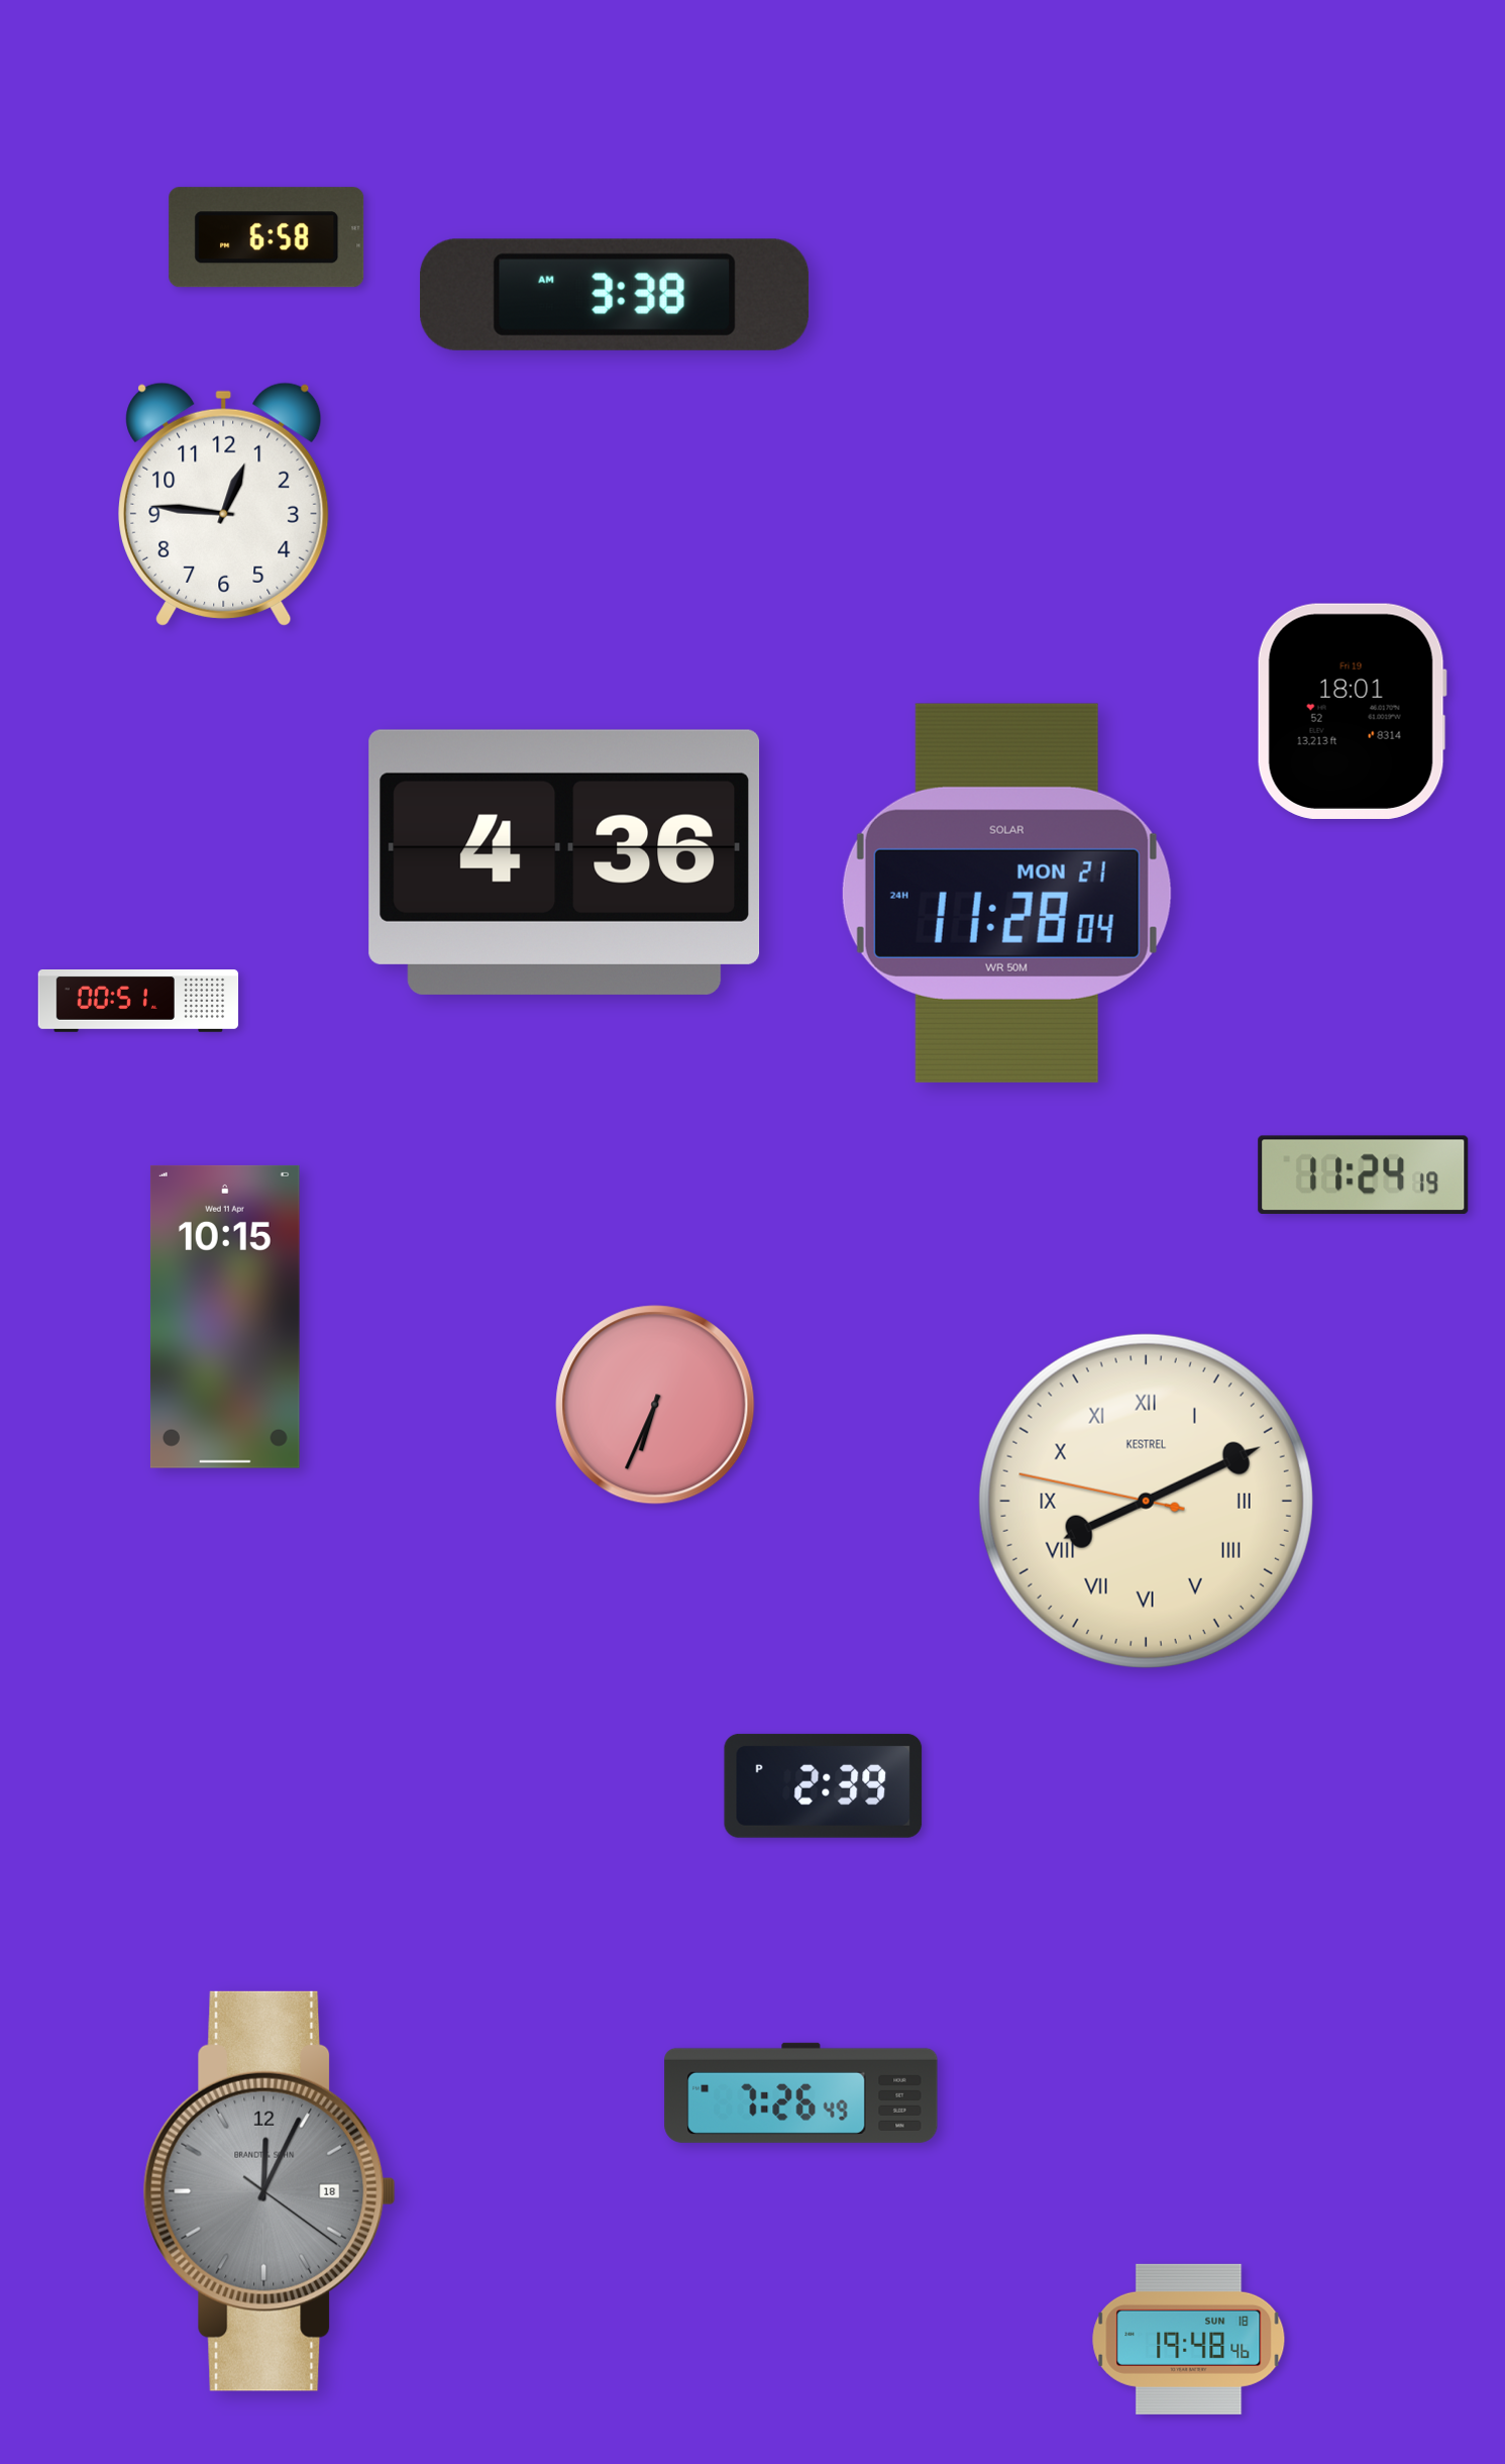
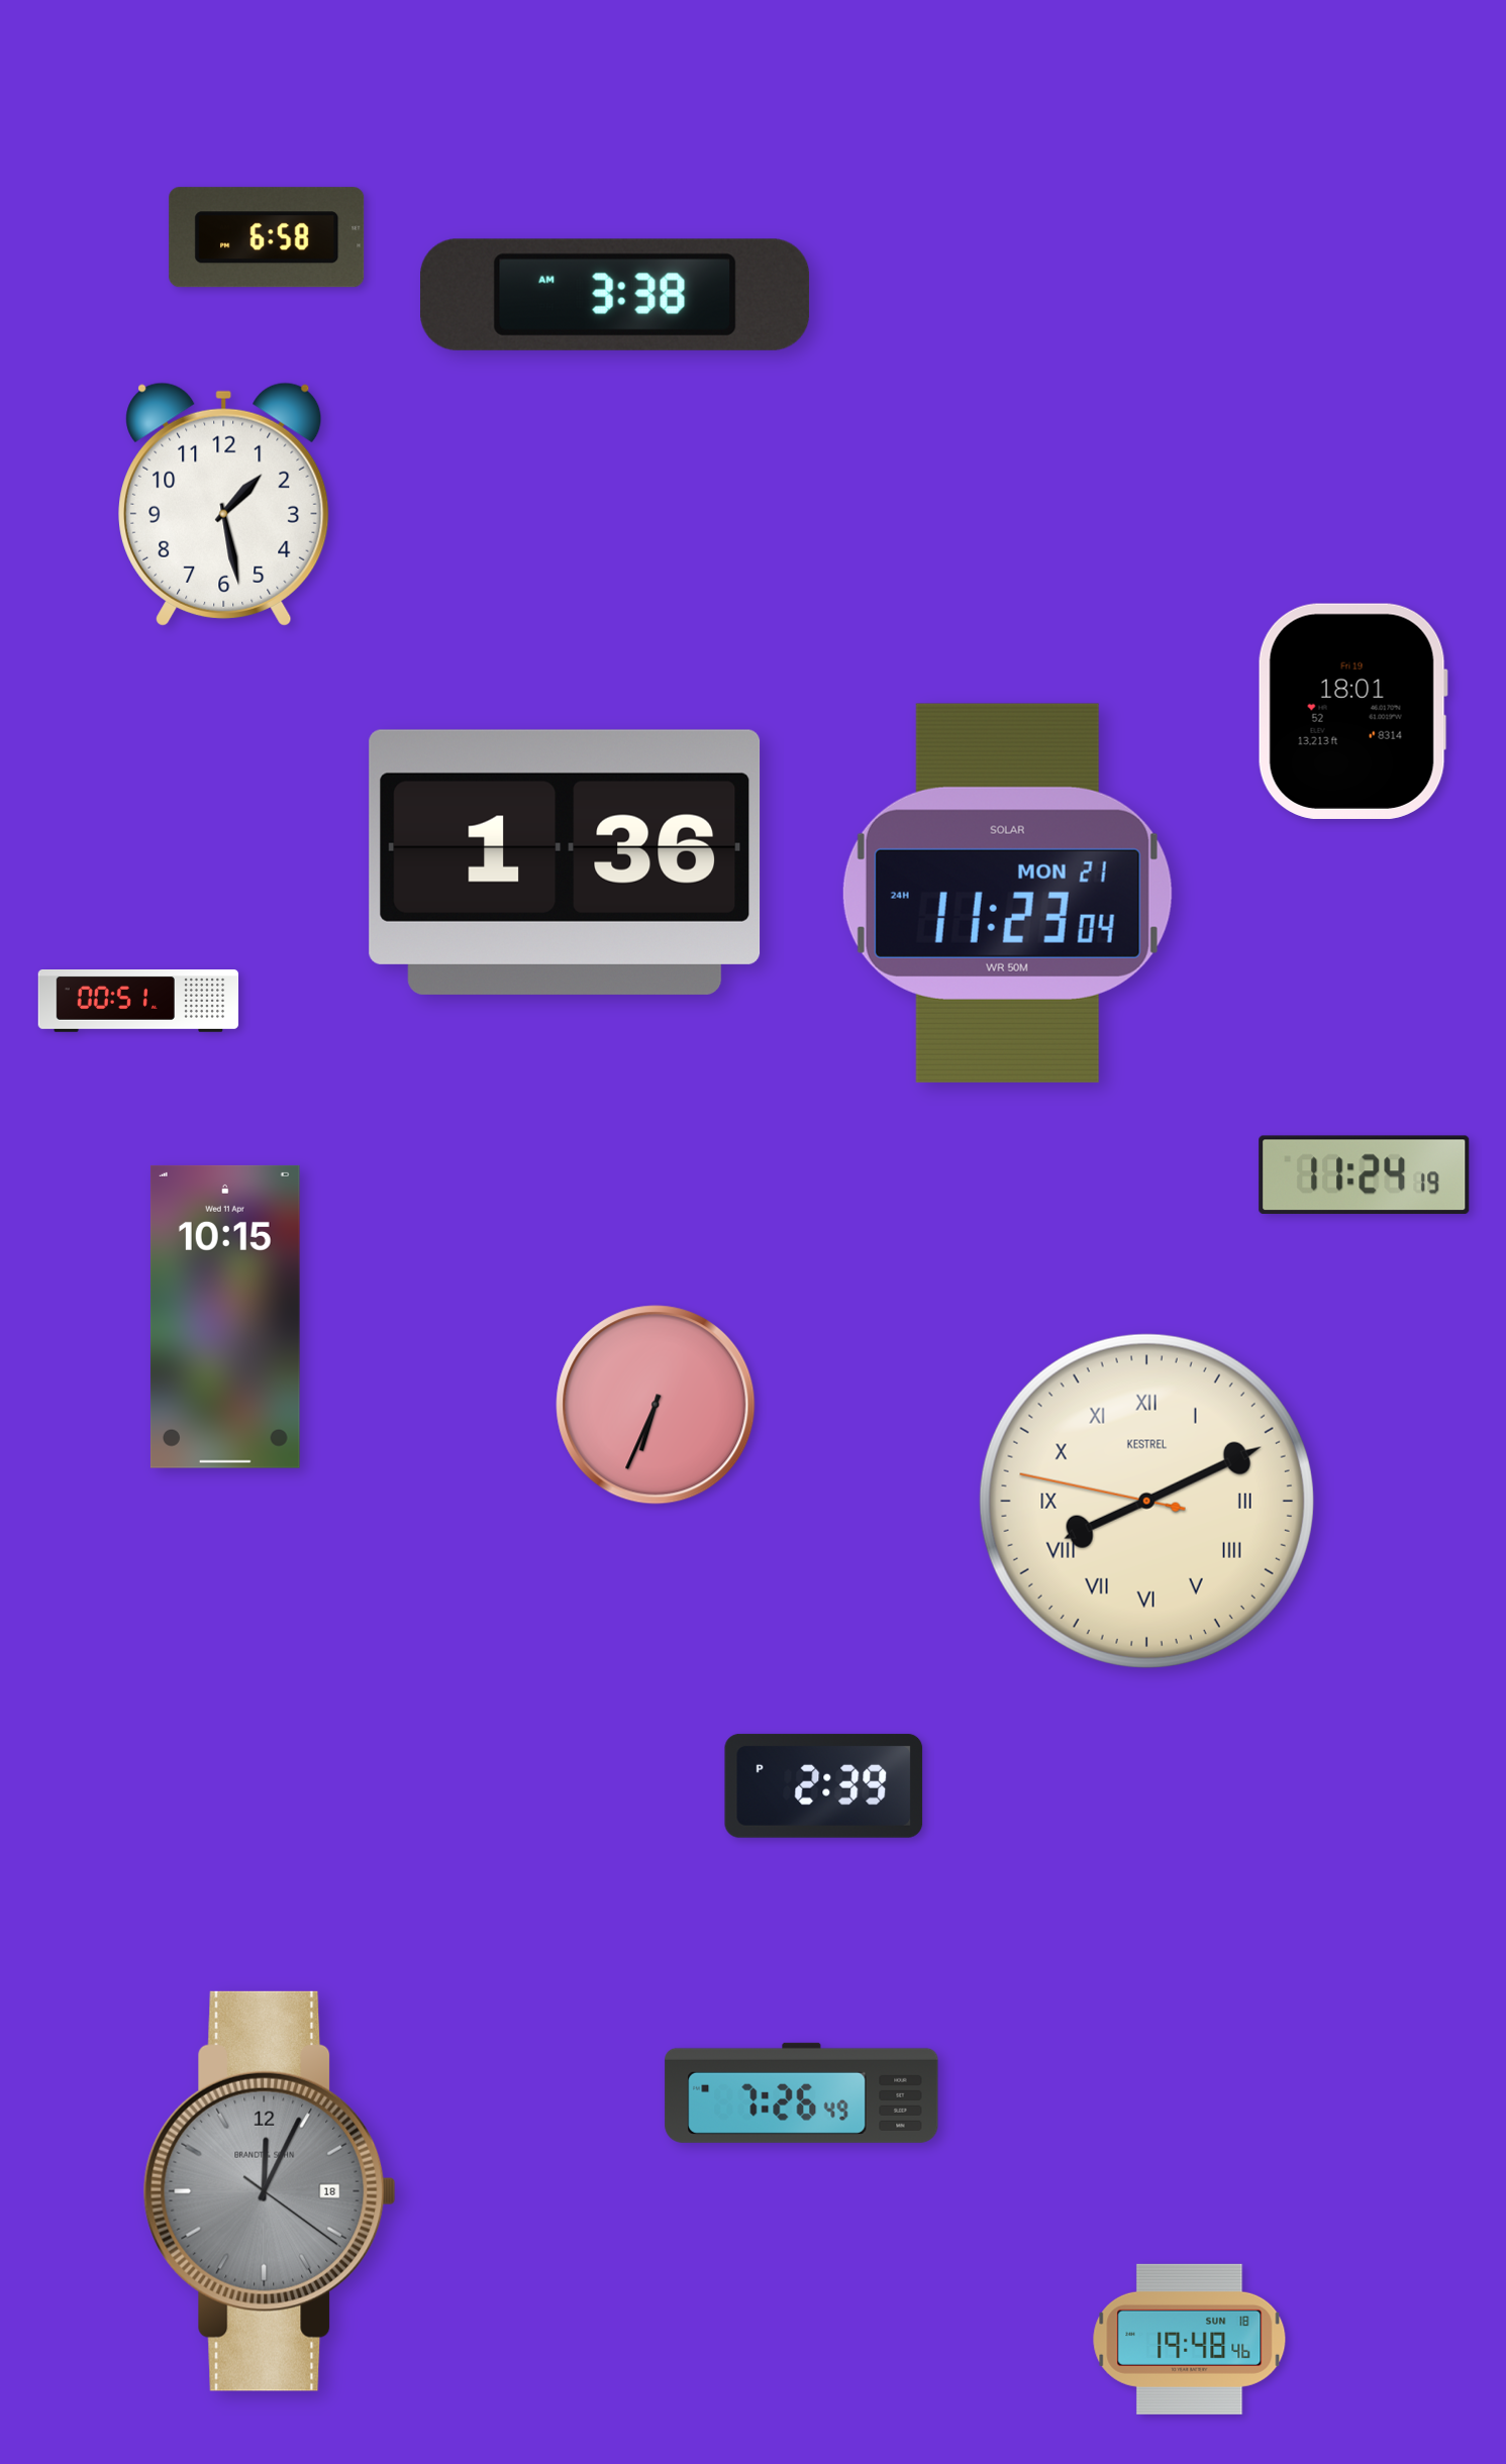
clock at (224, 504): 12:46 -> 1:28
clock at (564, 862): 4:36 -> 1:36
clock at (1006, 893): 11:28 -> 11:23
